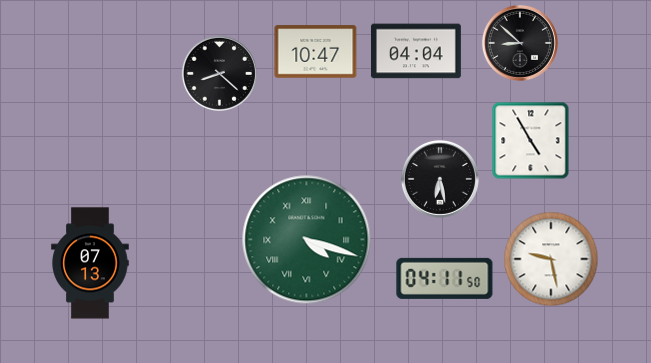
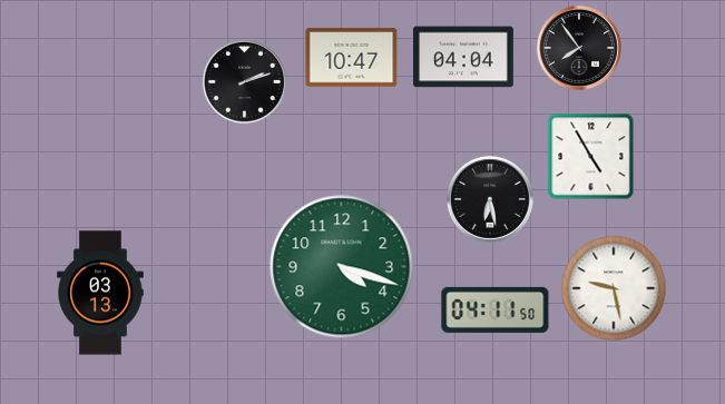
clock at (520, 43): 8:52 -> 7:54
clock at (219, 73): 8:22 -> 2:12
clock at (307, 240) numerals: Roman -> Arabic
clock at (90, 263): 07:13 -> 03:13
